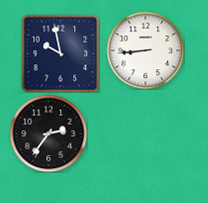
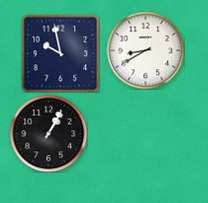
clock at (145, 50): 8:44 -> 8:40
clock at (48, 133): 2:36 -> 1:05
